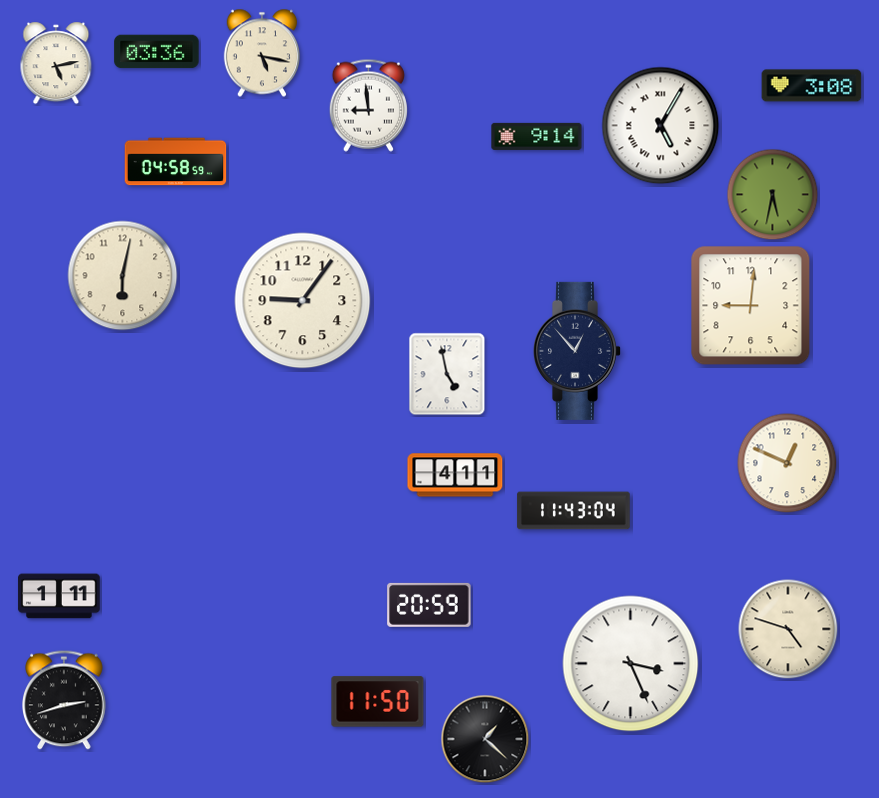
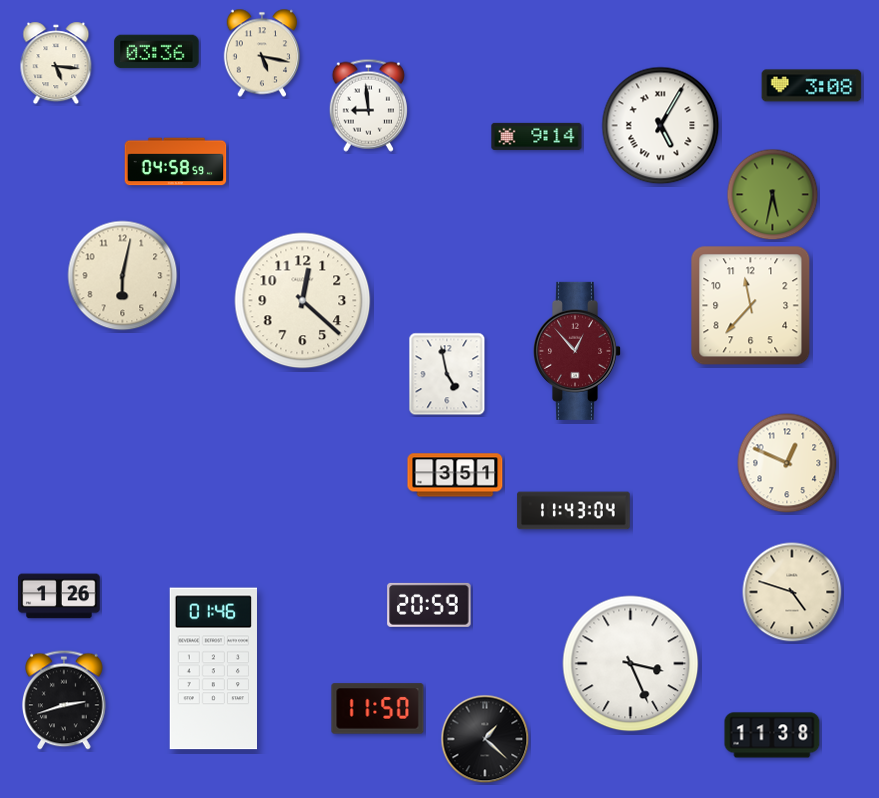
clock at (56, 63): 5:13 -> 5:16
clock at (303, 301): 9:06 -> 12:22
clock at (751, 306): 9:01 -> 11:37
clock at (576, 351) dial: navy -> burgundy
clock at (455, 475): 4:11 -> 3:51
clock at (59, 596): 1:11 -> 1:26
clock at (788, 629) position: (788, 629) -> (792, 592)
clock at (213, 669): none -> 01:46
clock at (378, 702) position: (378, 702) -> (378, 709)
clock at (772, 735): none -> 11:38
